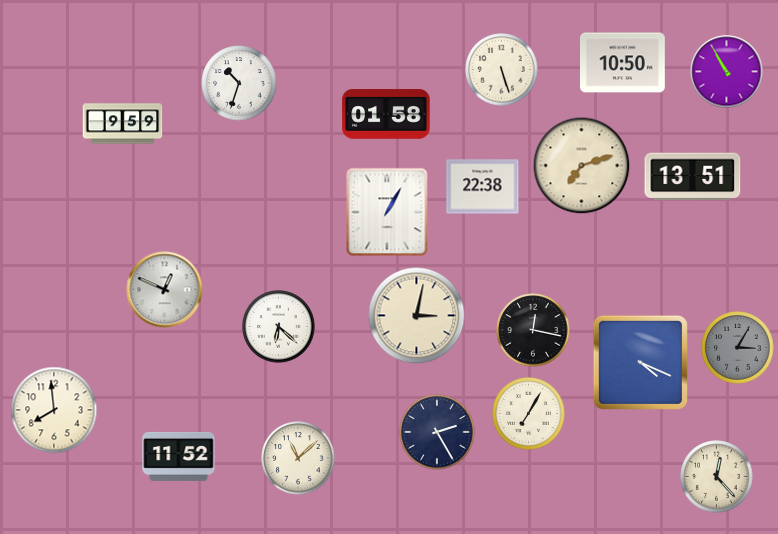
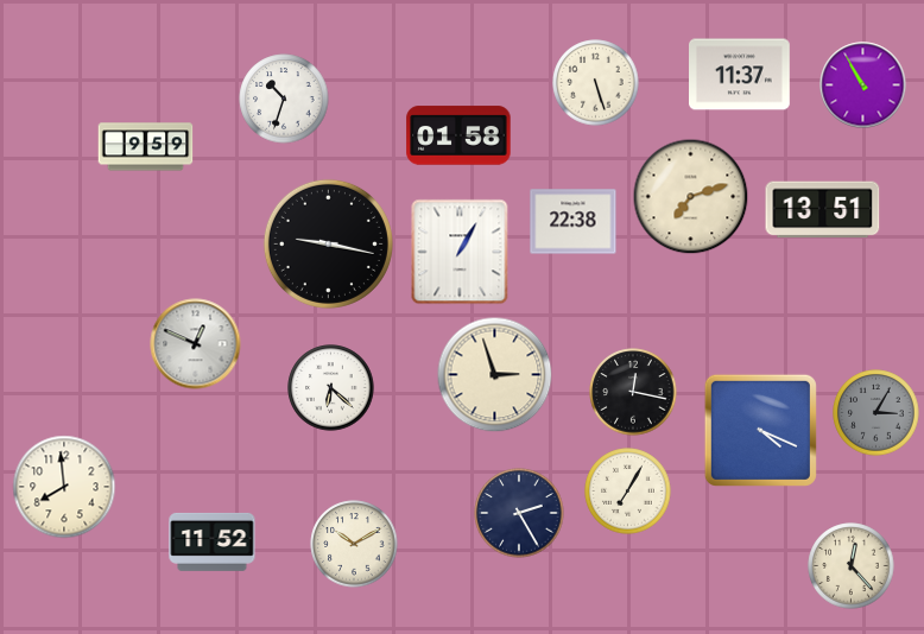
clock at (623, 63): 10:50 -> 11:37
clock at (328, 243): none -> 9:17
clock at (417, 316): 3:02 -> 2:57
clock at (298, 458): 11:08 -> 10:10
